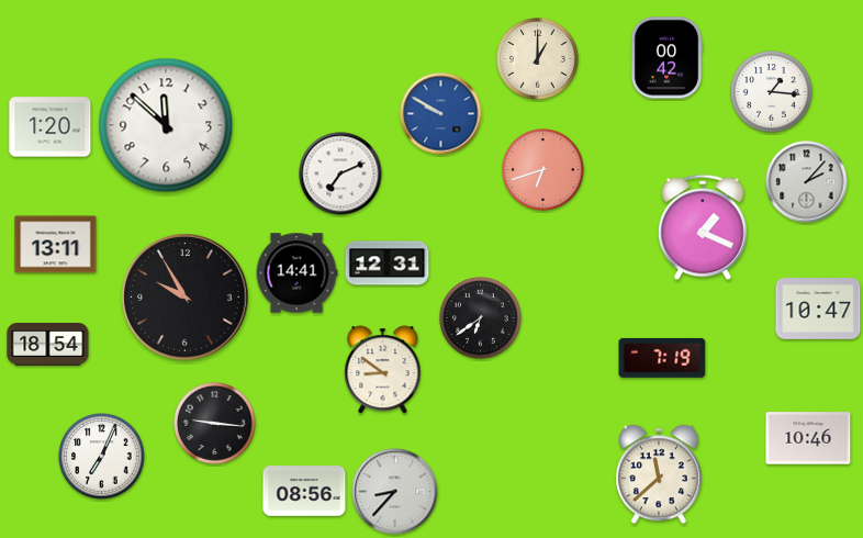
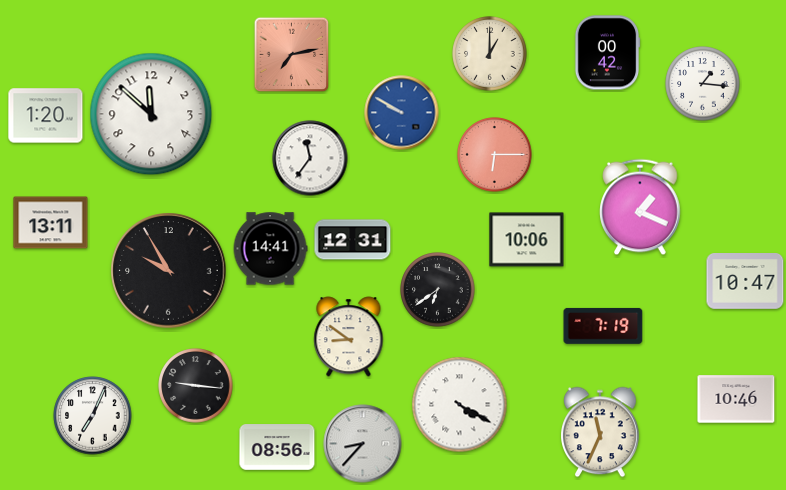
clock at (292, 55): none -> 7:13
clock at (441, 114) position: (441, 114) -> (402, 113)
clock at (543, 170): 6:42 -> 6:15
clock at (340, 173): 7:11 -> 11:36
clock at (807, 182): 2:07 -> none
clock at (527, 240): none -> 10:06
clock at (48, 345): 18:54 -> none
clock at (460, 405): none -> 4:20
clock at (660, 474): 11:38 -> 11:34
clock at (395, 492) position: (395, 492) -> (363, 444)
